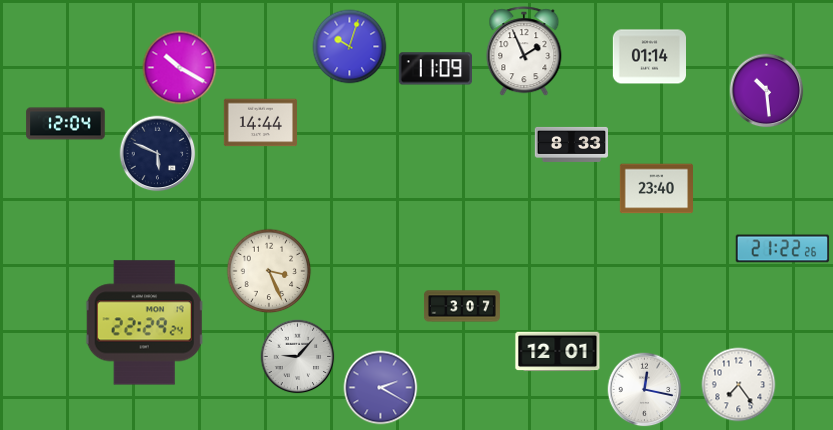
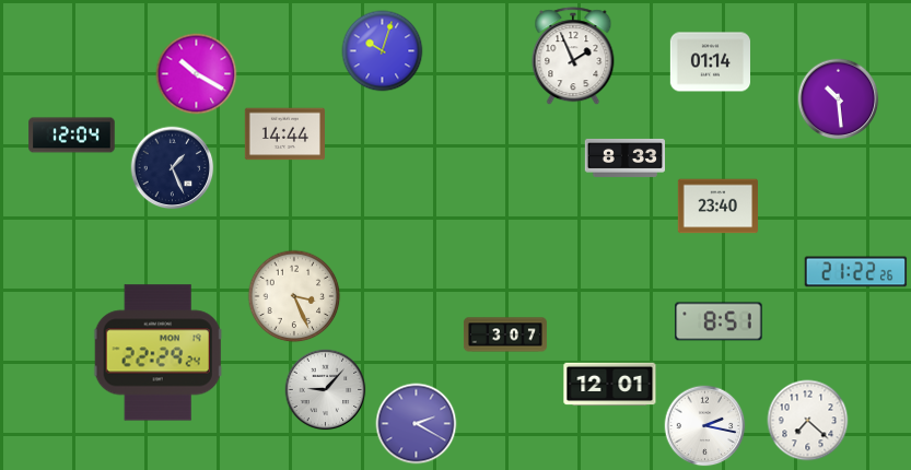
clock at (435, 69): 11:09 -> none
clock at (158, 154): 5:49 -> 1:26
clock at (719, 321): none -> 8:51
clock at (739, 385): 7:24 -> 7:22
clock at (645, 390): 12:17 -> 2:17
